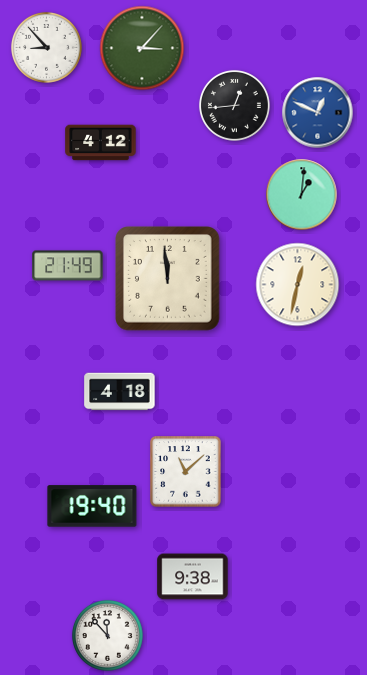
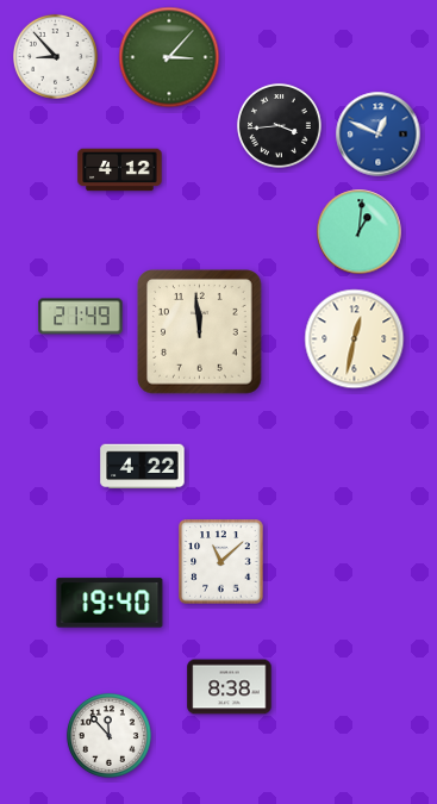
clock at (234, 105): 12:44 -> 3:44
clock at (120, 392): 4:18 -> 4:22
clock at (193, 577): 9:38 -> 8:38
clock at (107, 635) position: (107, 635) -> (108, 735)
